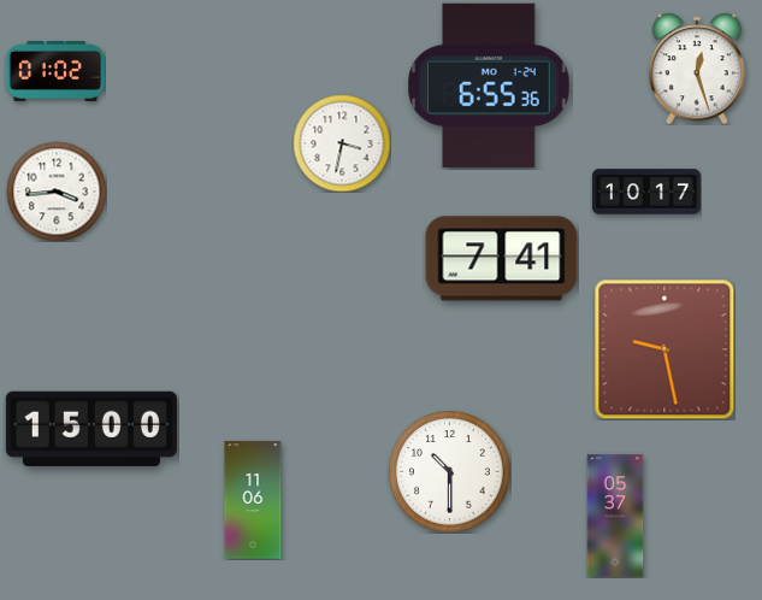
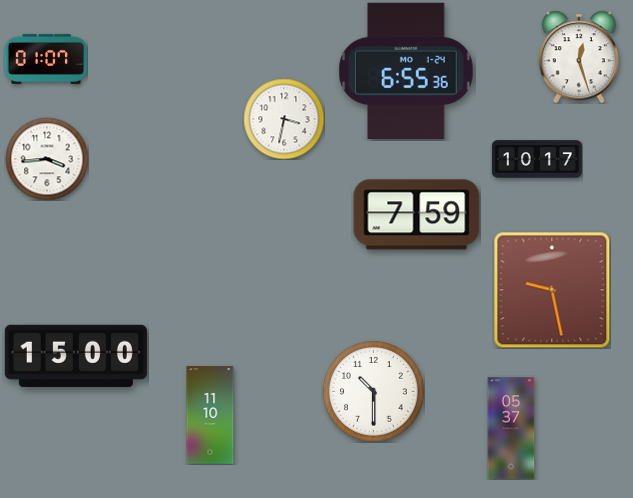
clock at (54, 71): 01:02 -> 01:07
clock at (502, 259): 7:41 -> 7:59
clock at (253, 500): 11:06 -> 11:10
